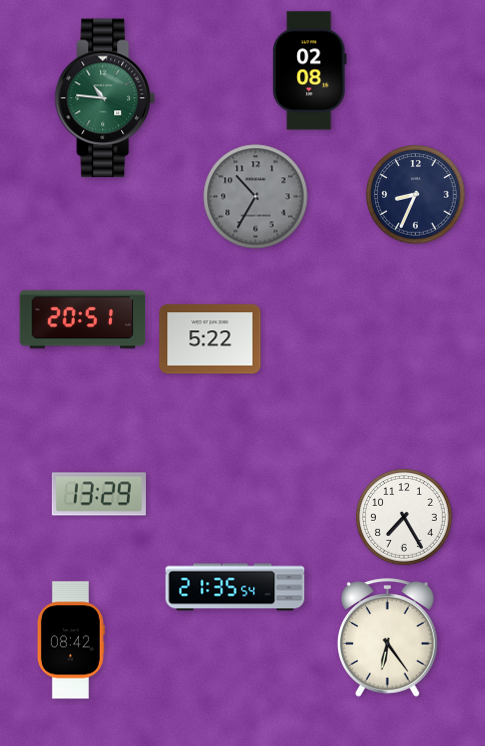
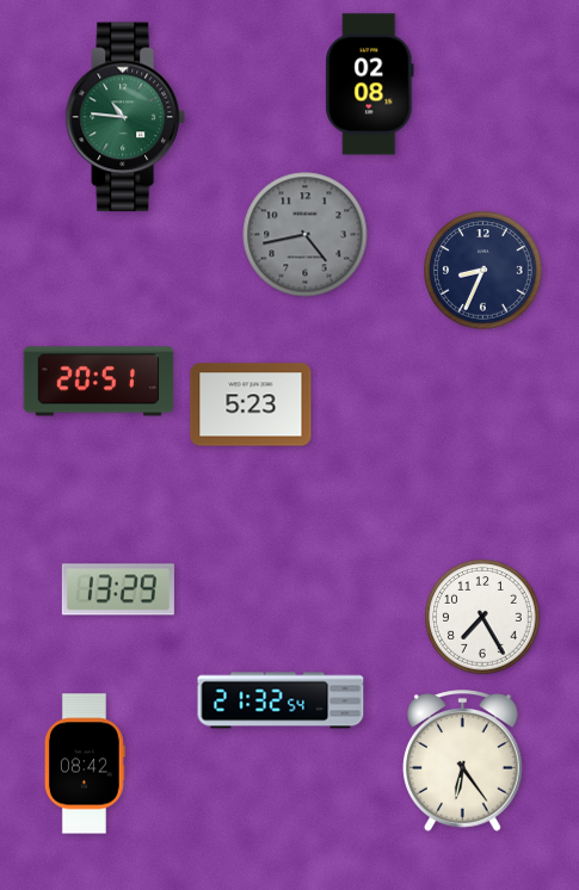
clock at (416, 195) position: (416, 195) -> (483, 271)
clock at (256, 197): 10:35 -> 4:43
clock at (210, 339): 5:22 -> 5:23
clock at (235, 587): 21:35 -> 21:32
